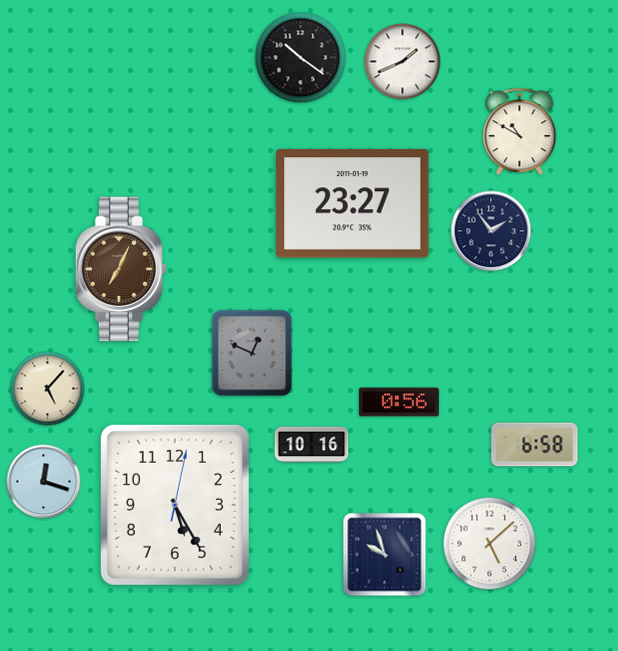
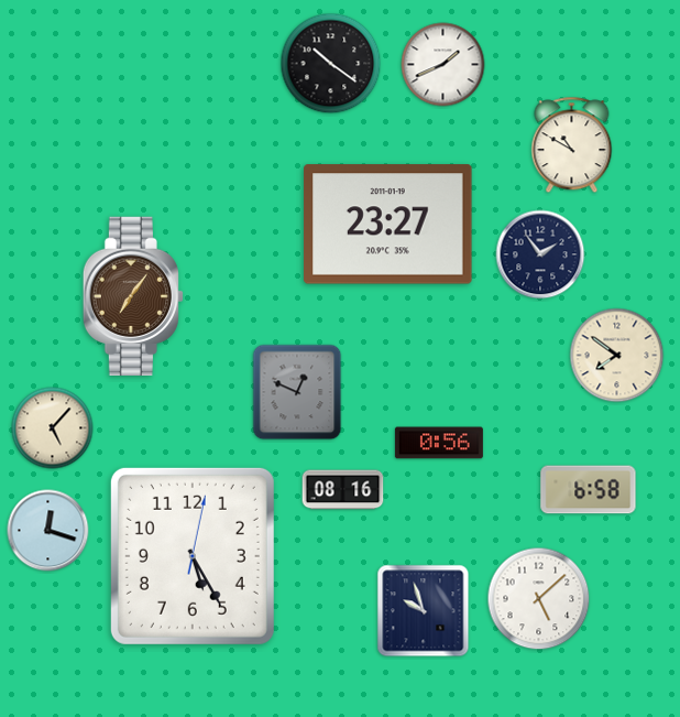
clock at (403, 62) position: (403, 62) -> (443, 65)
clock at (121, 268): 7:04 -> 7:06
clock at (617, 356): none -> 7:51
clock at (252, 353) position: (252, 353) -> (297, 392)
clock at (312, 445): 10:16 -> 08:16
